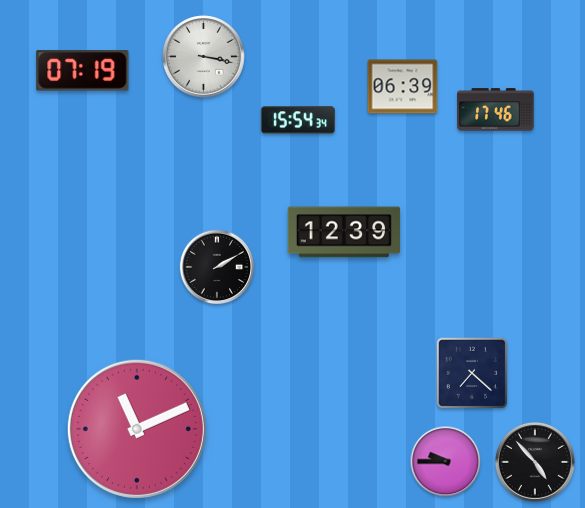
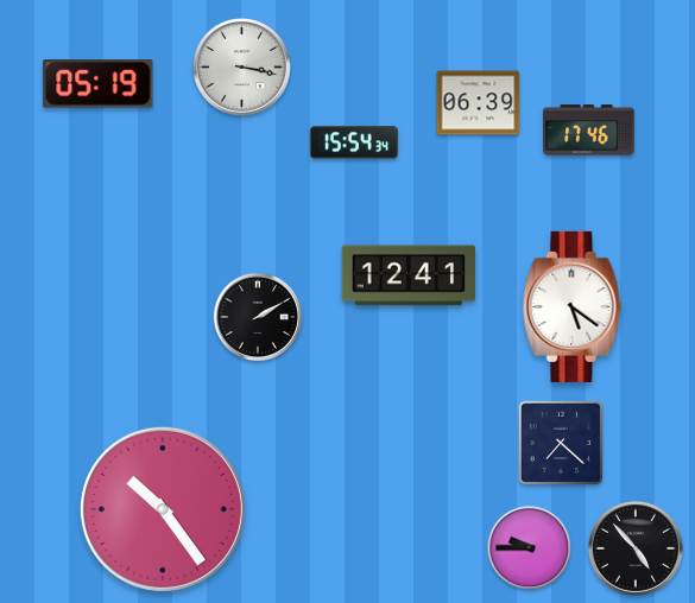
clock at (83, 71): 07:19 -> 05:19
clock at (344, 232): 12:39 -> 12:41
clock at (573, 306): none -> 5:21
clock at (137, 429): 11:11 -> 10:24
